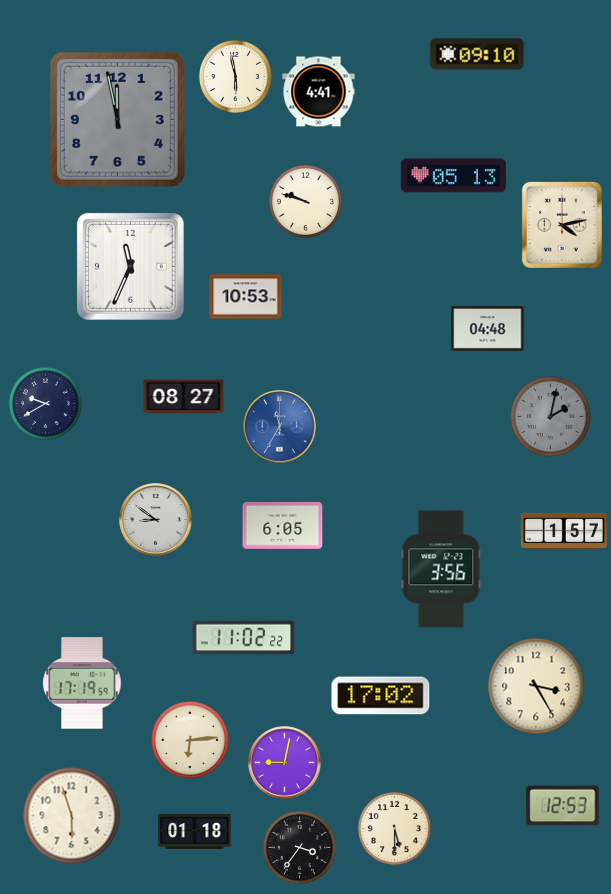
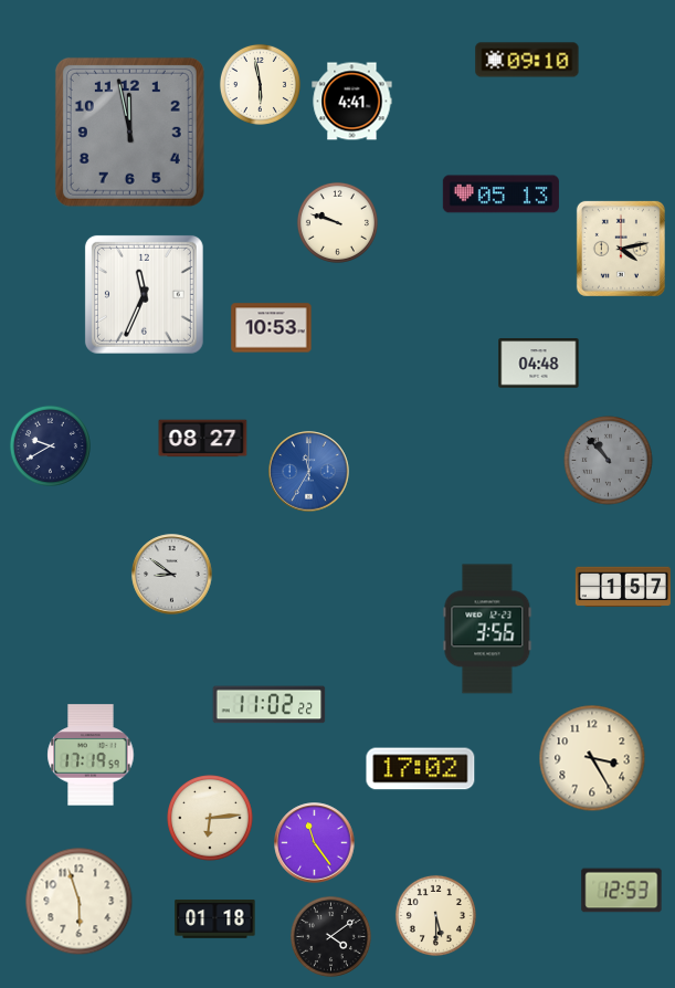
clock at (551, 417): 2:02 -> 10:53
clock at (283, 525): 6:05 -> none
clock at (285, 763): 9:02 -> 11:24
clock at (299, 847): 3:36 -> 4:09
